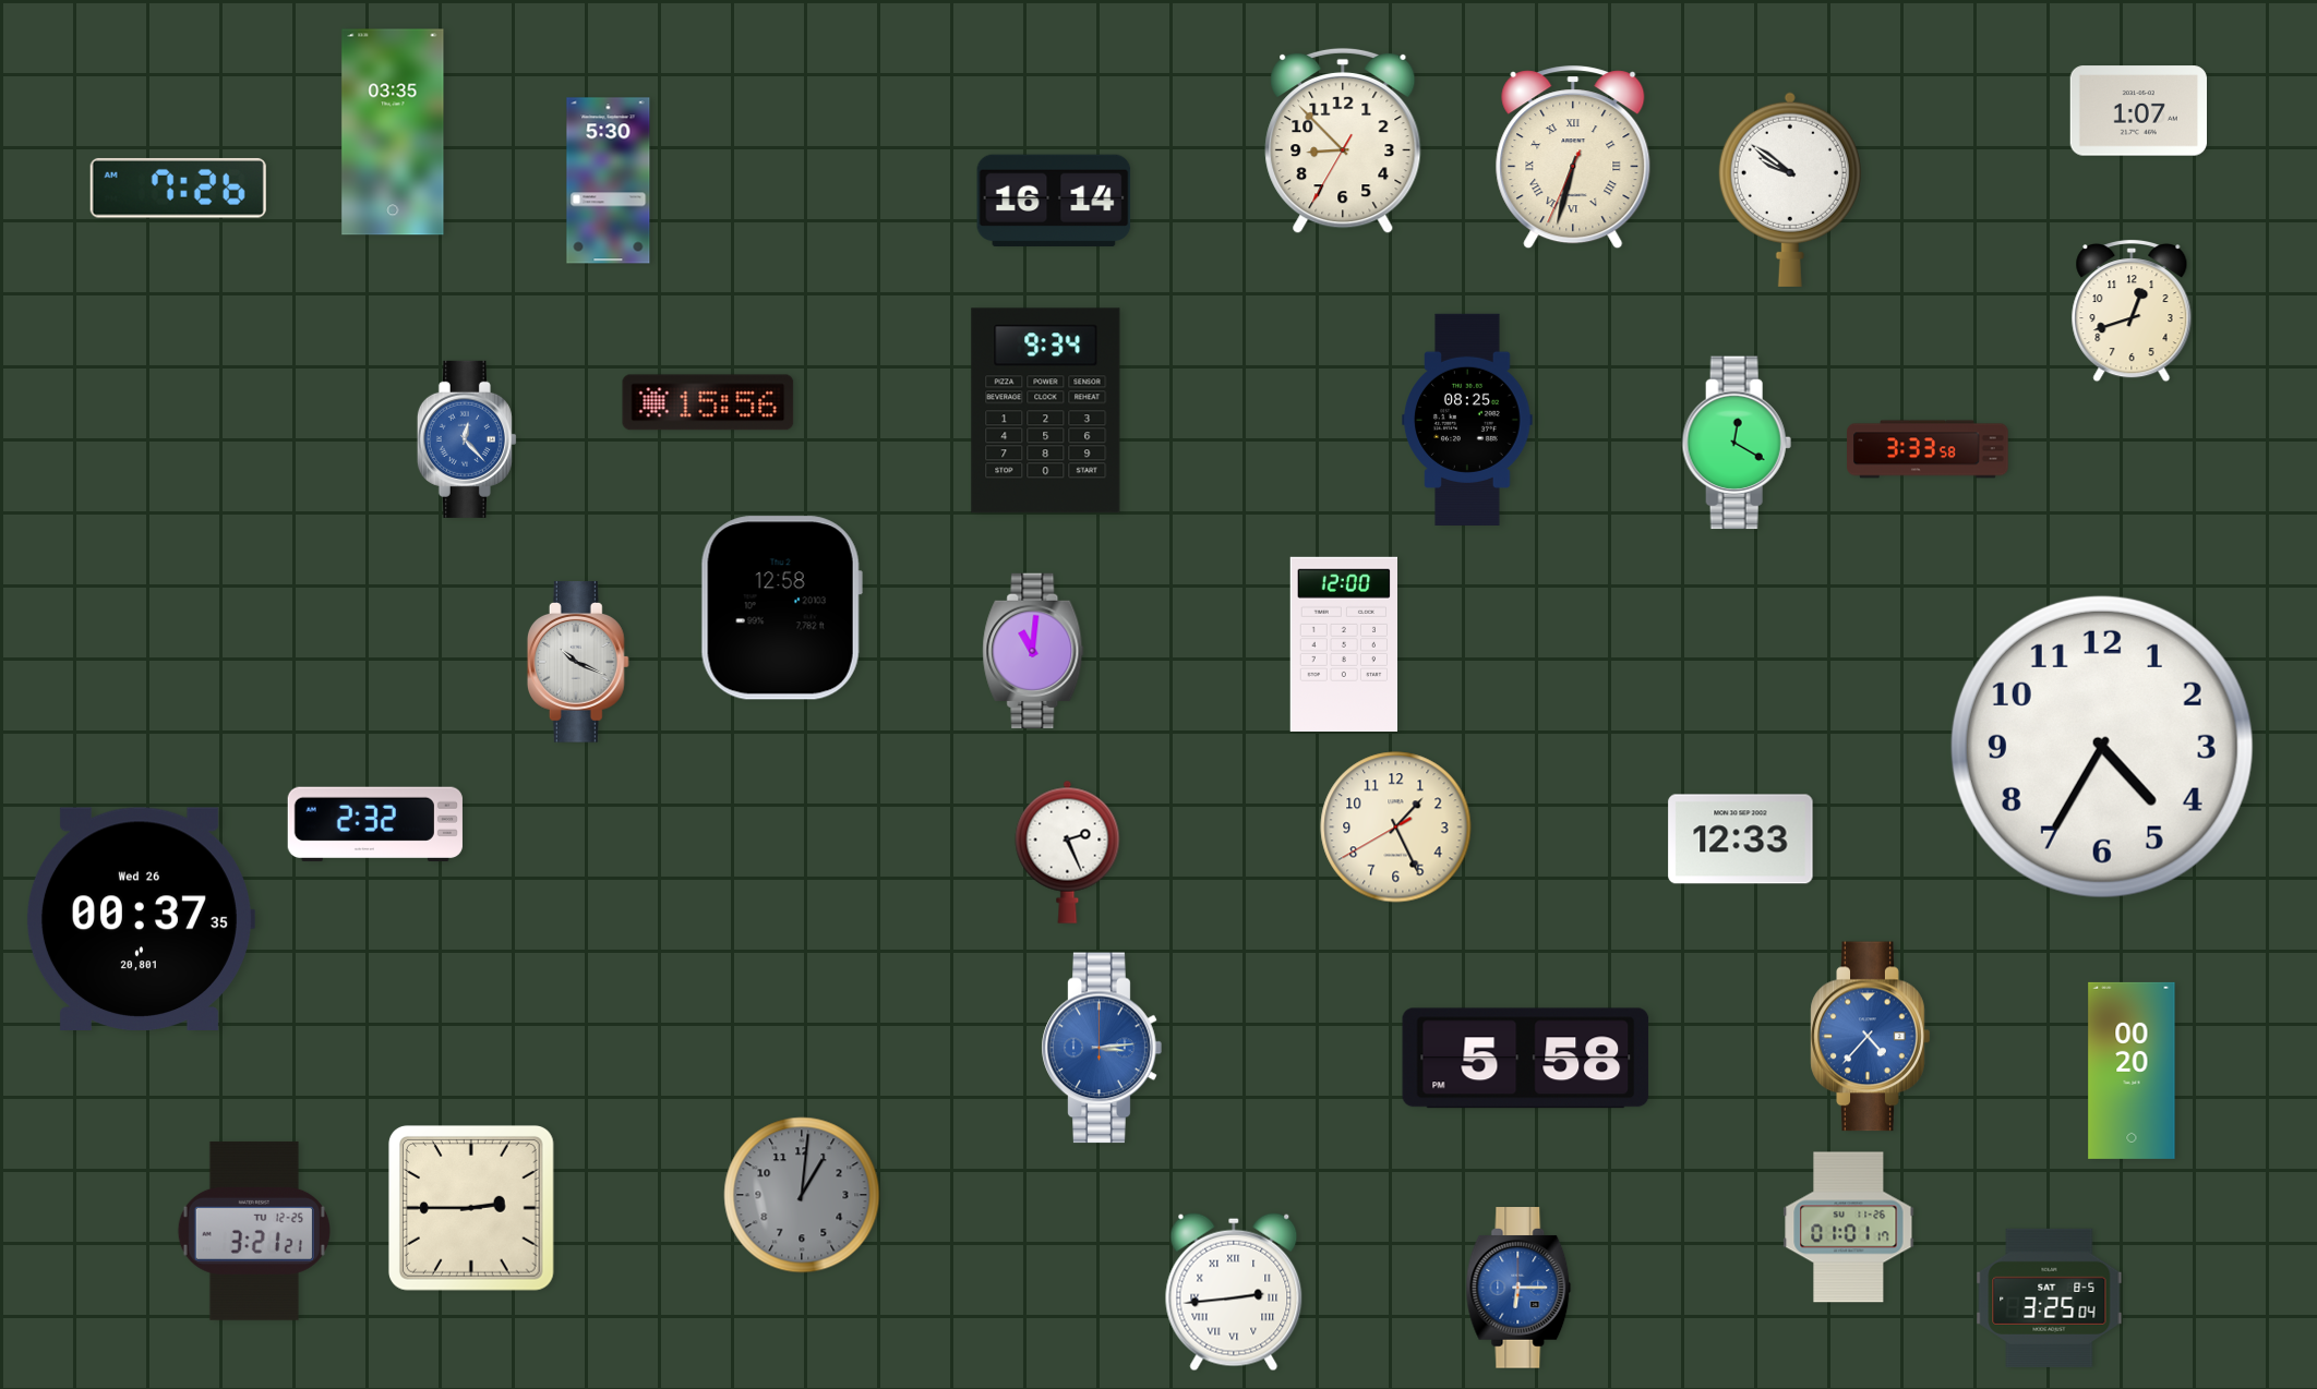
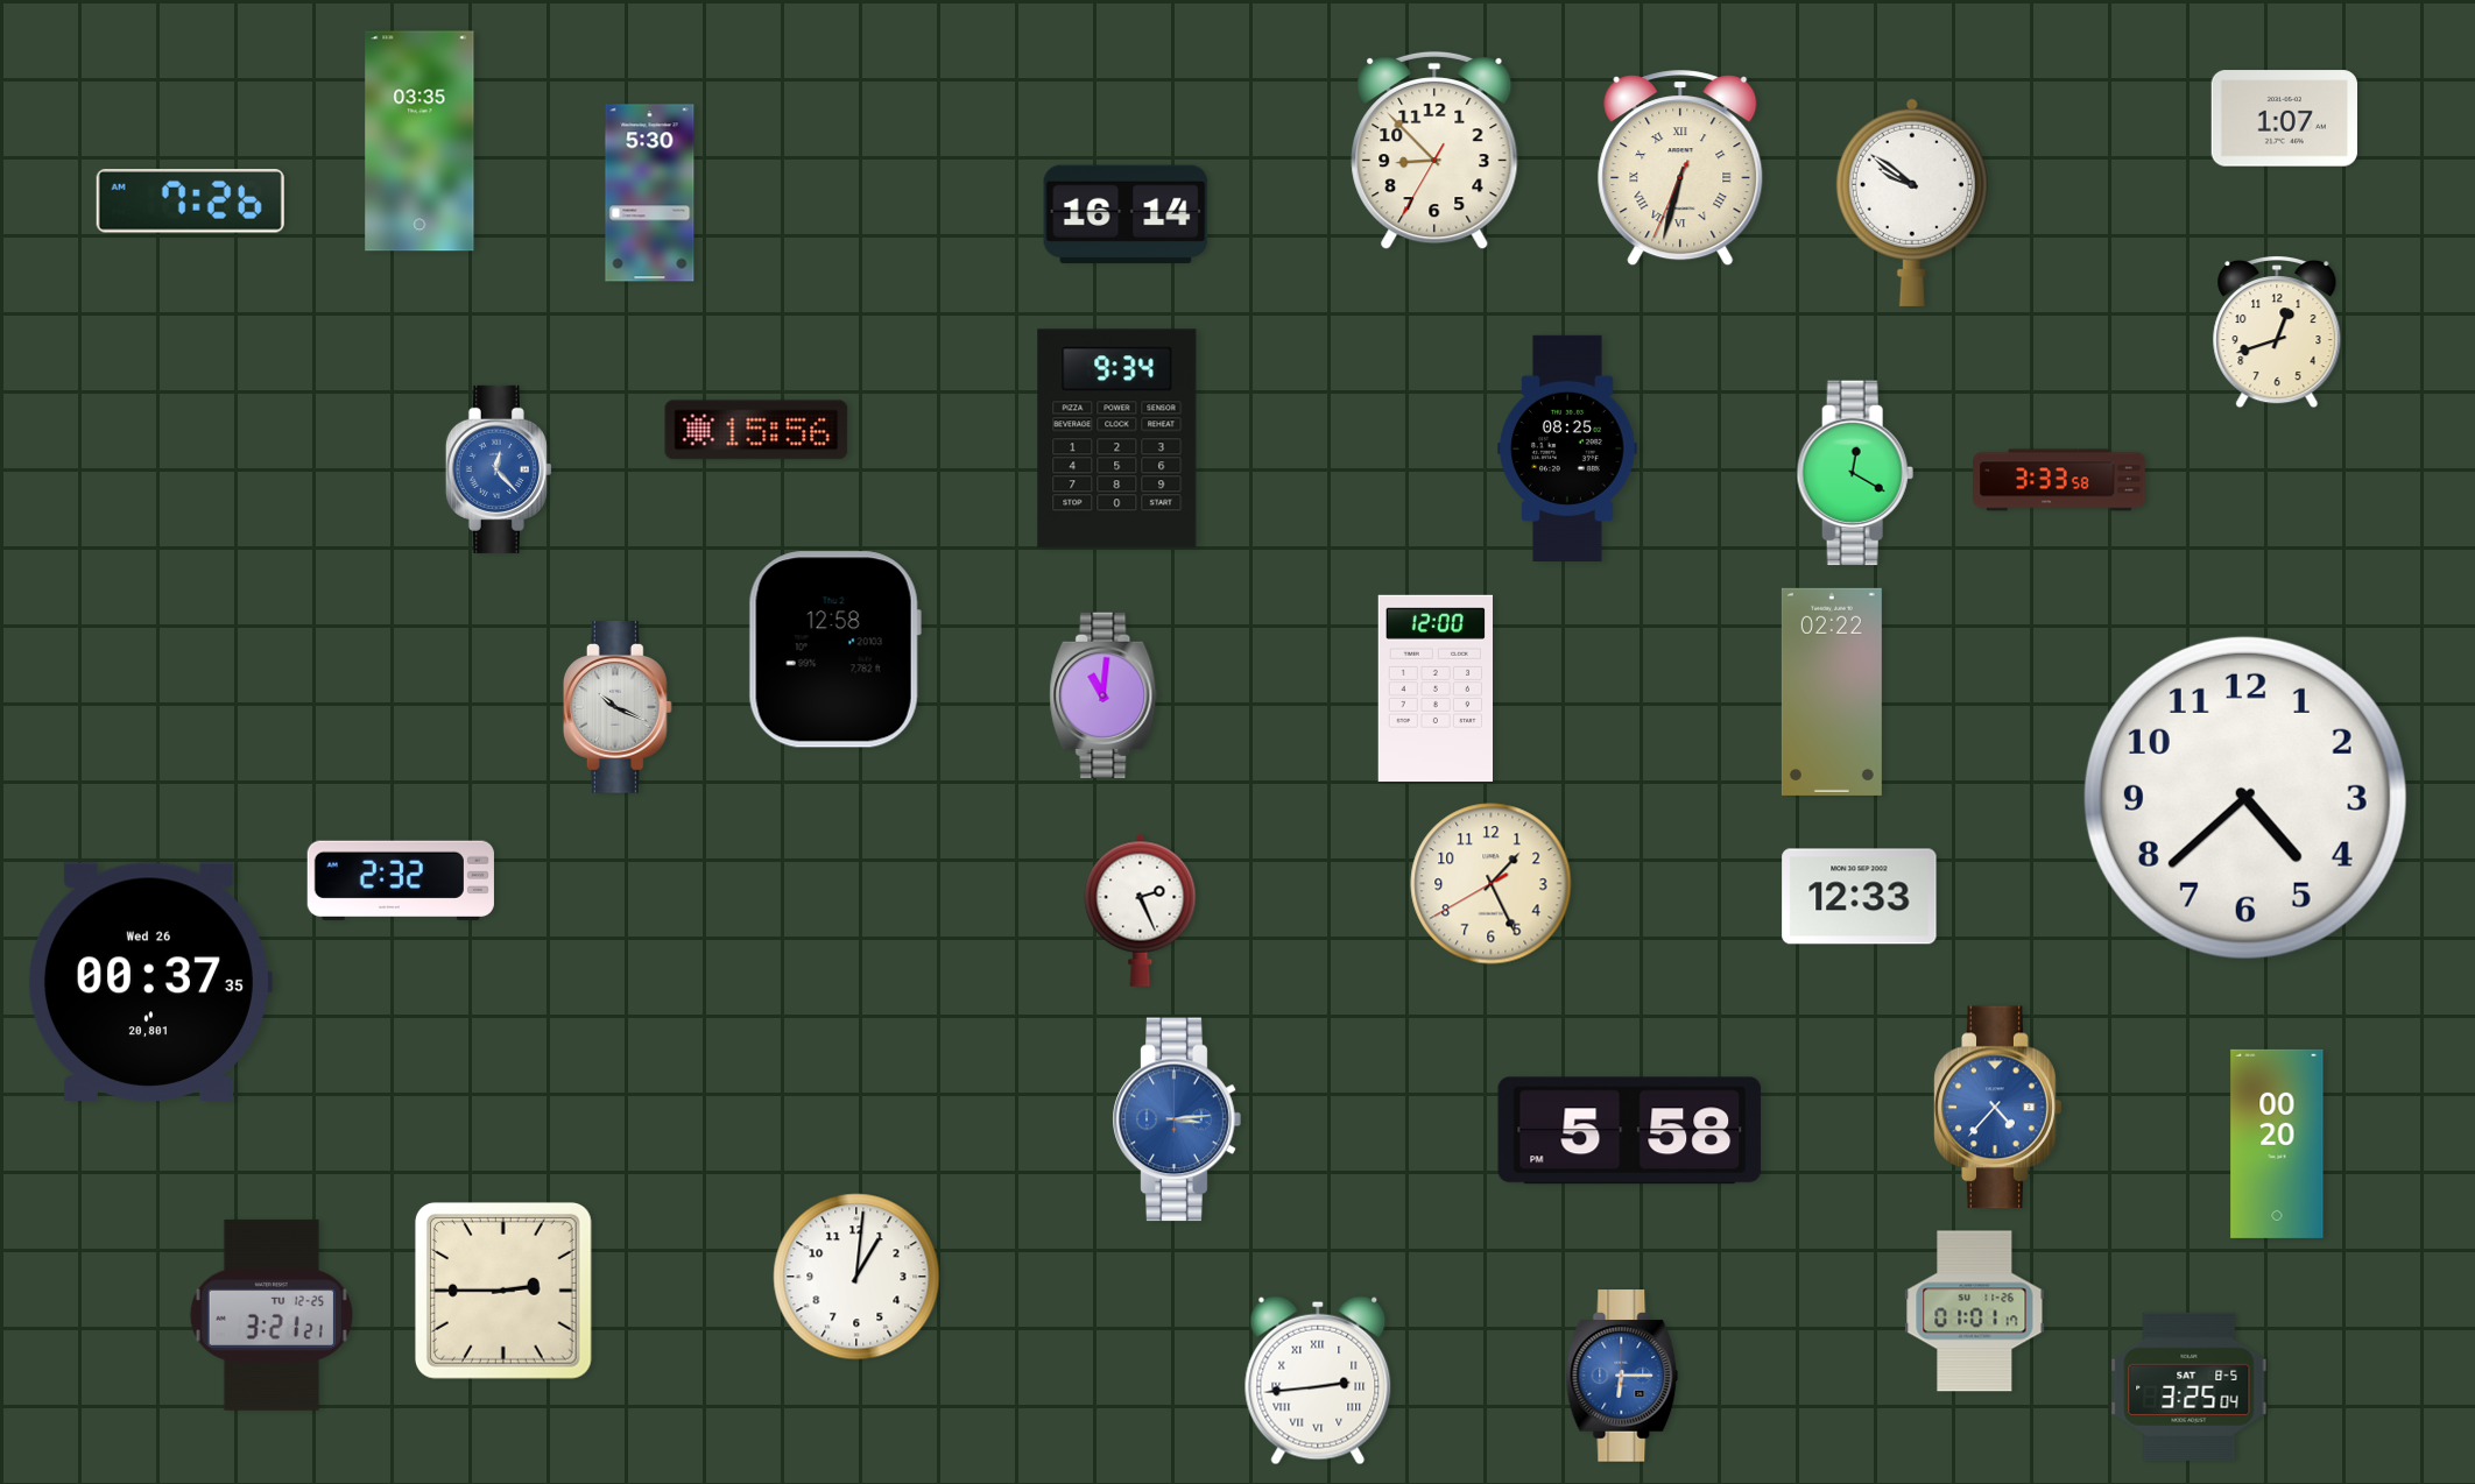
clock at (1832, 692): none -> 02:22
clock at (2102, 747): 4:35 -> 4:38
clock at (802, 1195) dial: grey -> white
